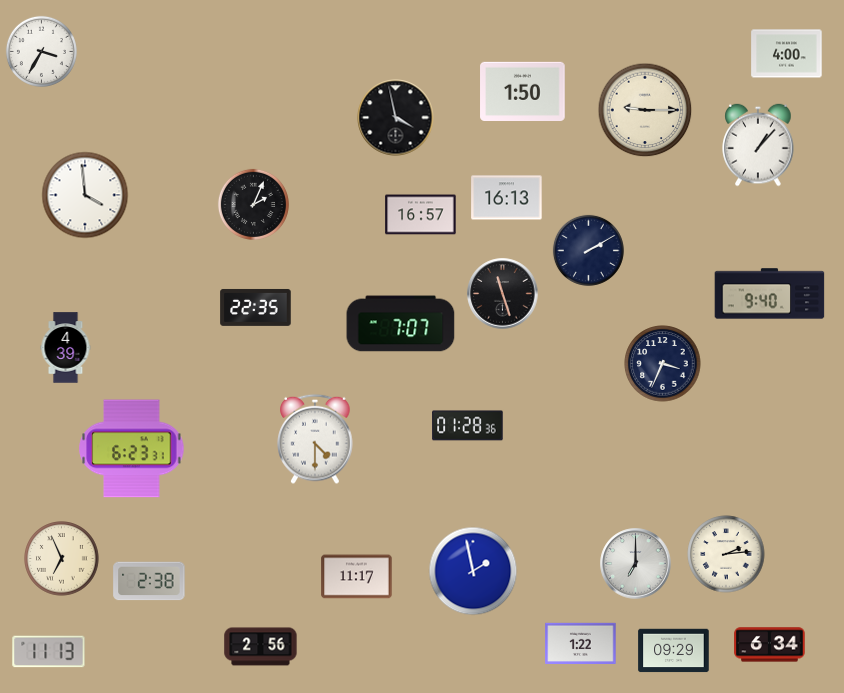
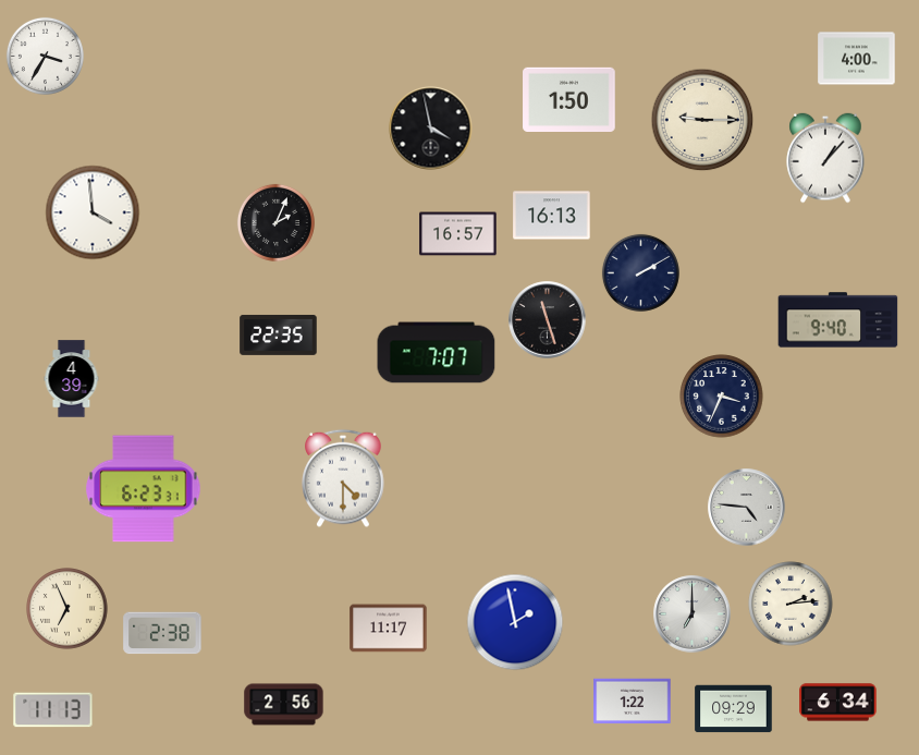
clock at (468, 426): 01:28 -> none
clock at (747, 508): none -> 4:46
